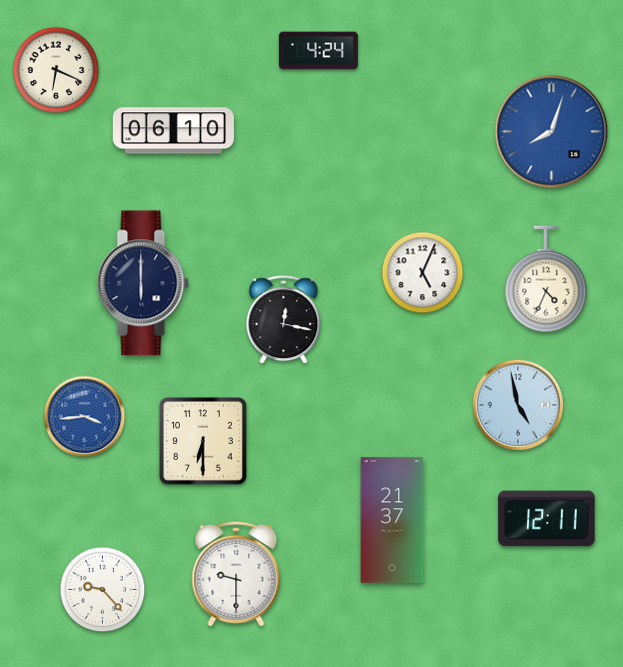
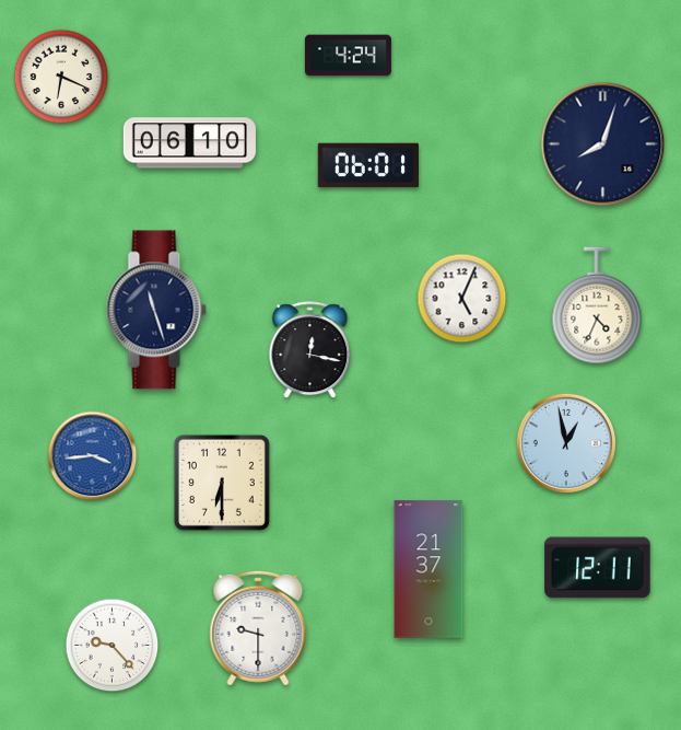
clock at (552, 132) dial: blue -> navy
clock at (368, 165): none -> 06:01
clock at (143, 283): 6:00 -> 11:27
clock at (518, 405): 4:58 -> 12:58
